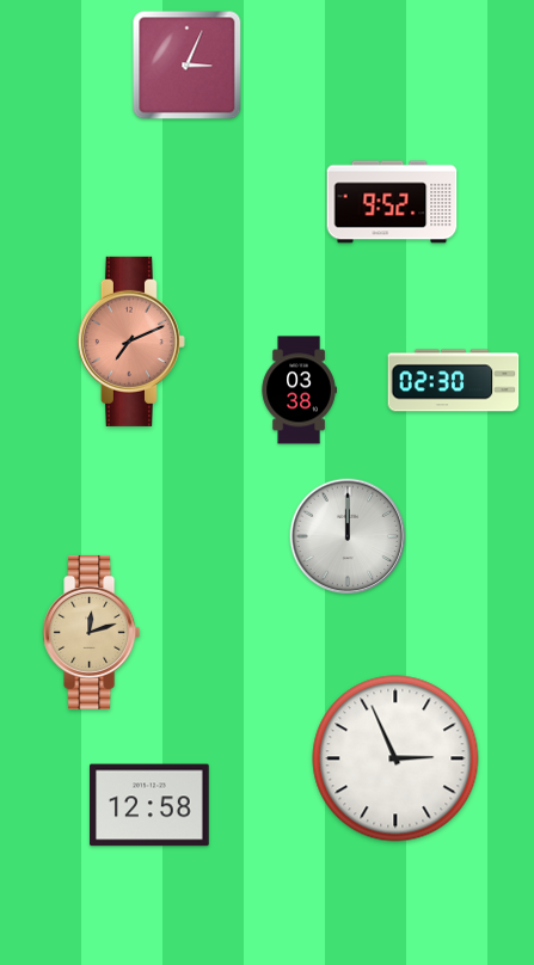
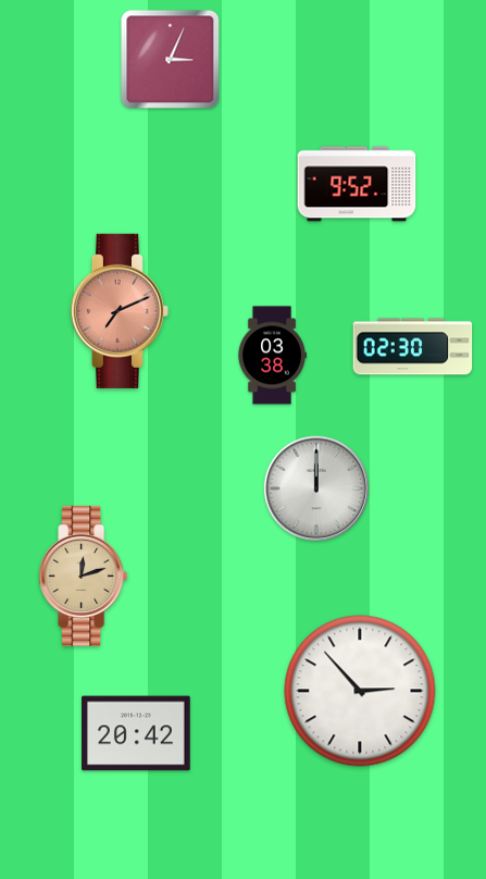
clock at (395, 758): 2:56 -> 2:53
clock at (149, 805): 12:58 -> 20:42
